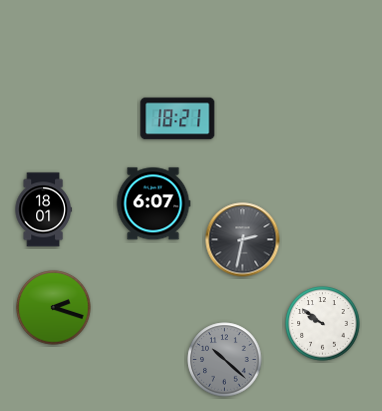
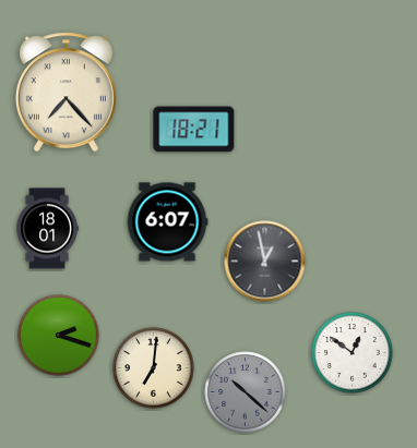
clock at (65, 93): none -> 7:23
clock at (243, 240): 2:32 -> 12:58
clock at (323, 324): 9:51 -> 12:51
clock at (154, 368): none -> 7:01
